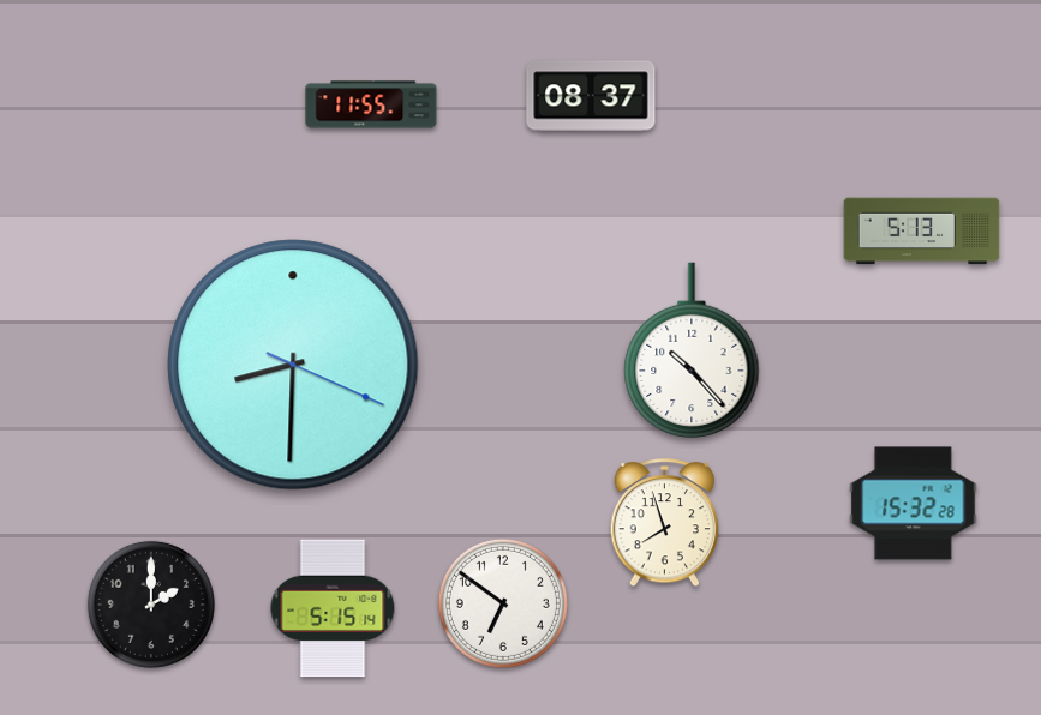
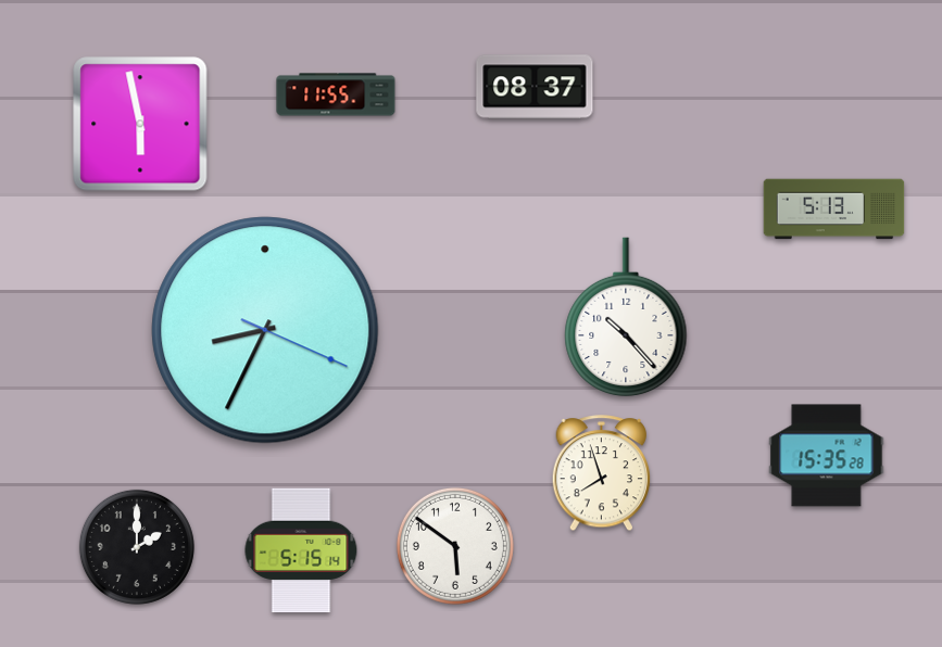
clock at (140, 124): none -> 5:58
clock at (293, 365): 8:30 -> 8:34
clock at (914, 504): 15:32 -> 15:35
clock at (503, 603): 6:51 -> 5:51
